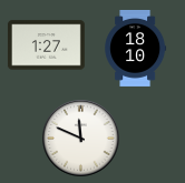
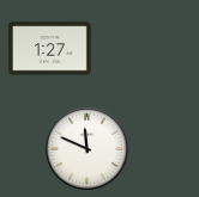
clock at (136, 49): 18:10 -> none
